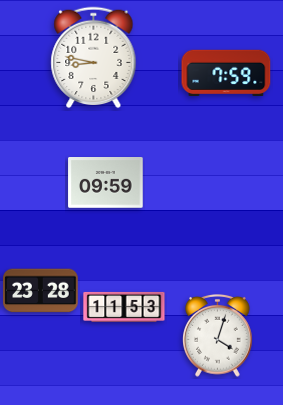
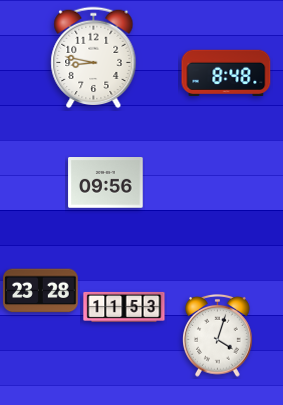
clock at (226, 72): 7:59 -> 8:48
clock at (106, 183): 09:59 -> 09:56
